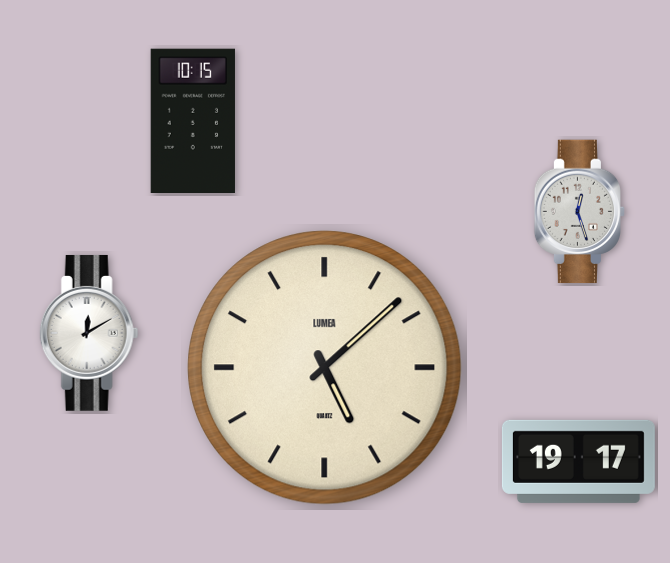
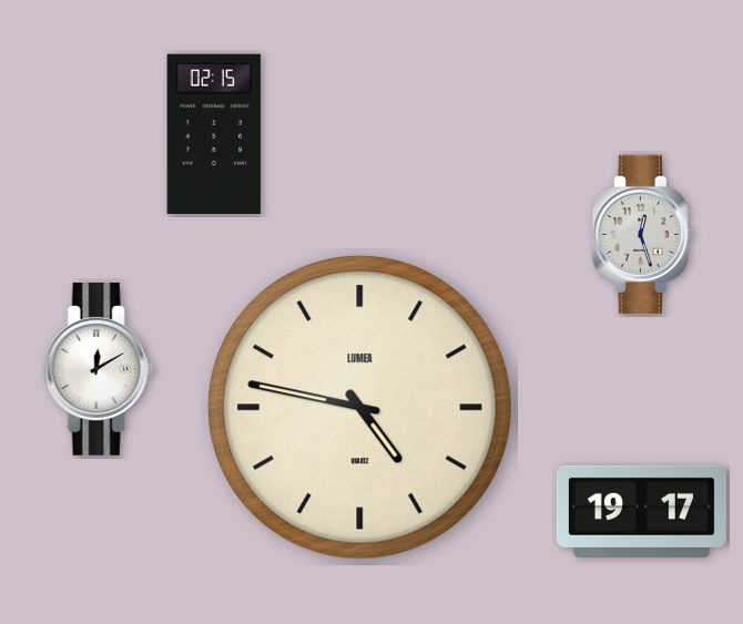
clock at (193, 120): 10:15 -> 02:15
clock at (325, 368): 5:08 -> 4:47
